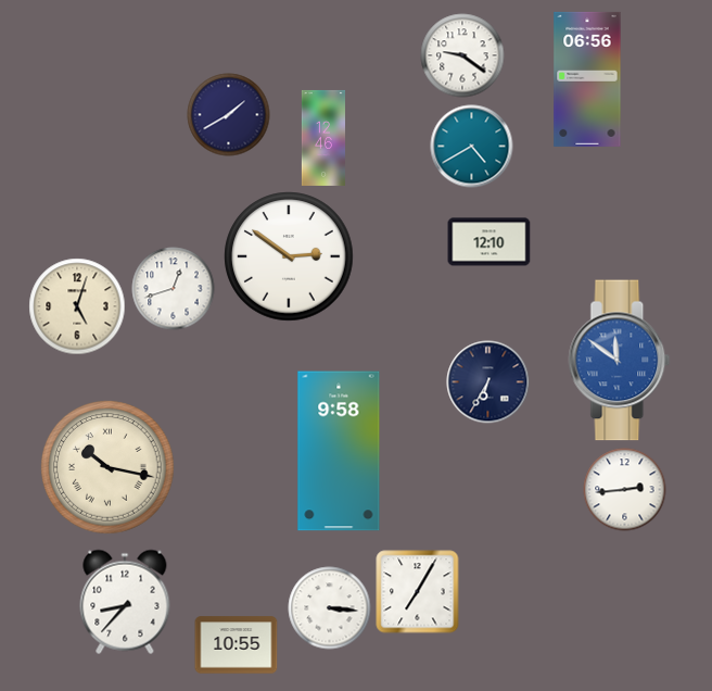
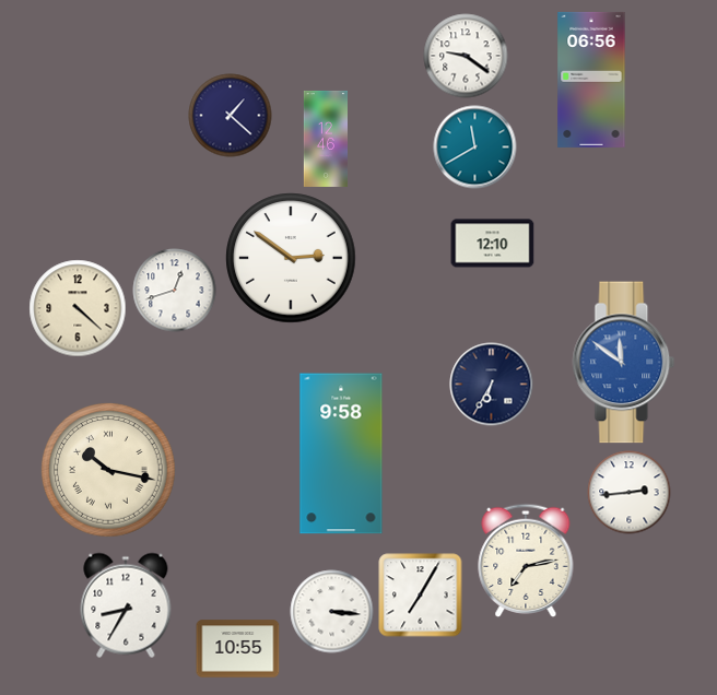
clock at (229, 115): 1:40 -> 1:22
clock at (472, 147): 4:40 -> 11:40
clock at (77, 306): 5:03 -> 4:22
clock at (526, 561): none -> 7:13
clock at (125, 602): 8:37 -> 8:35
